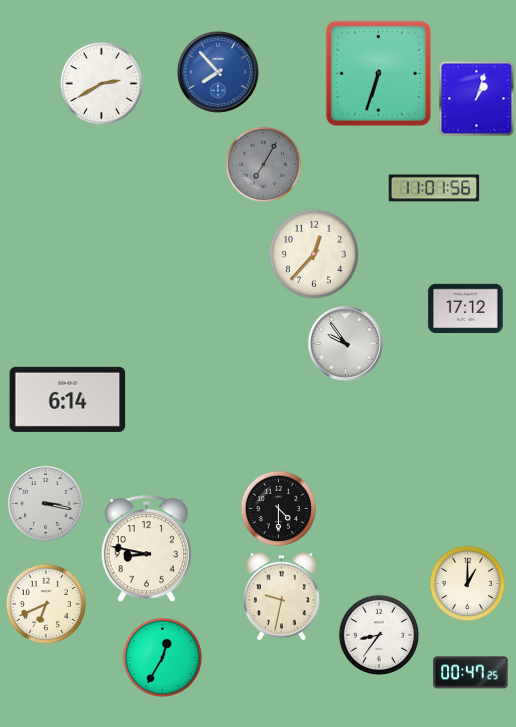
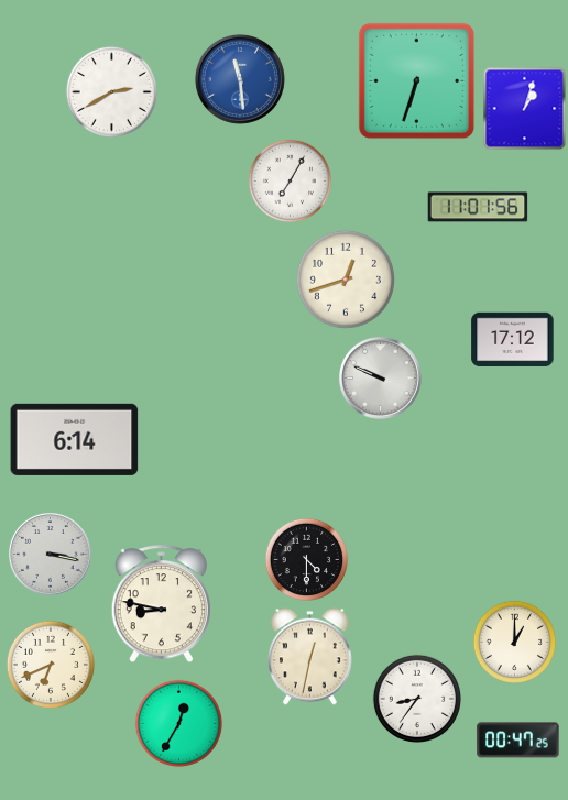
clock at (218, 72): 7:53 -> 11:29
clock at (263, 164) dial: grey -> white
clock at (314, 254): 12:37 -> 12:42
clock at (346, 344): 9:54 -> 9:49
clock at (282, 597): 9:32 -> 12:32
